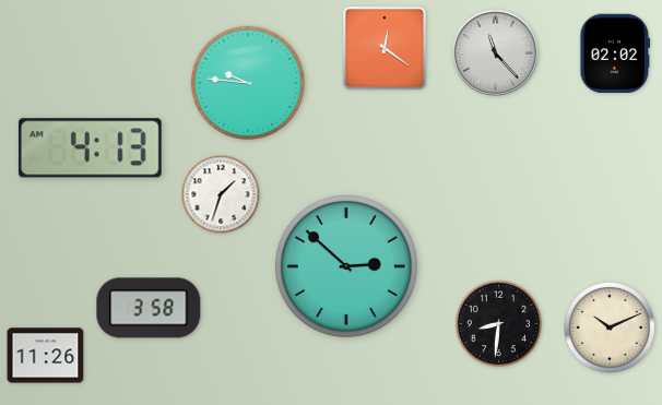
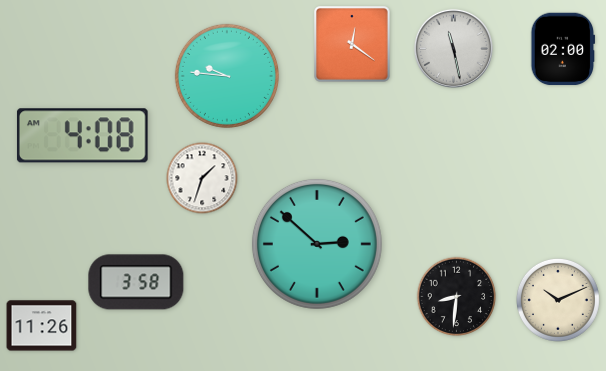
clock at (495, 52): 11:23 -> 11:28
clock at (615, 53): 02:02 -> 02:00
clock at (90, 148): 4:13 -> 4:08
